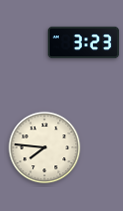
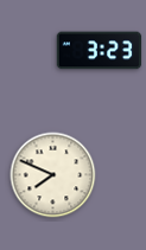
clock at (45, 148): 7:46 -> 7:49
